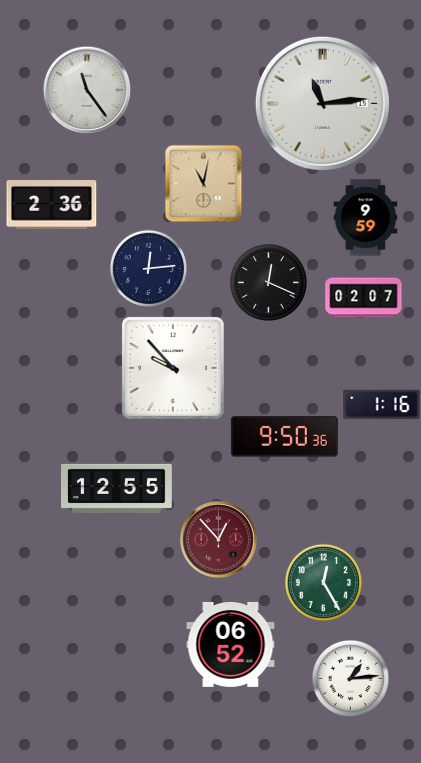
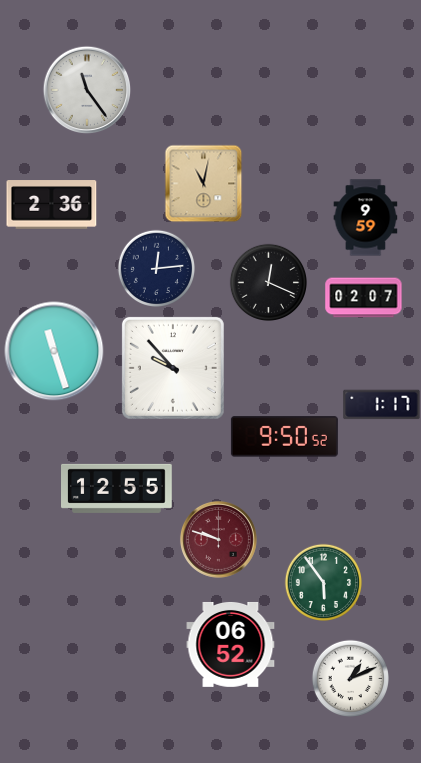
clock at (322, 103): 11:14 -> none
clock at (148, 268) position: (148, 268) -> (156, 268)
clock at (54, 351): none -> 11:27
clock at (382, 405): 1:16 -> 1:17
clock at (284, 437): 9:50:36 -> 9:50:52
clock at (218, 539): 12:53 -> 9:48
clock at (323, 582): 12:25 -> 5:54
clock at (350, 678): 1:14 -> 1:11
